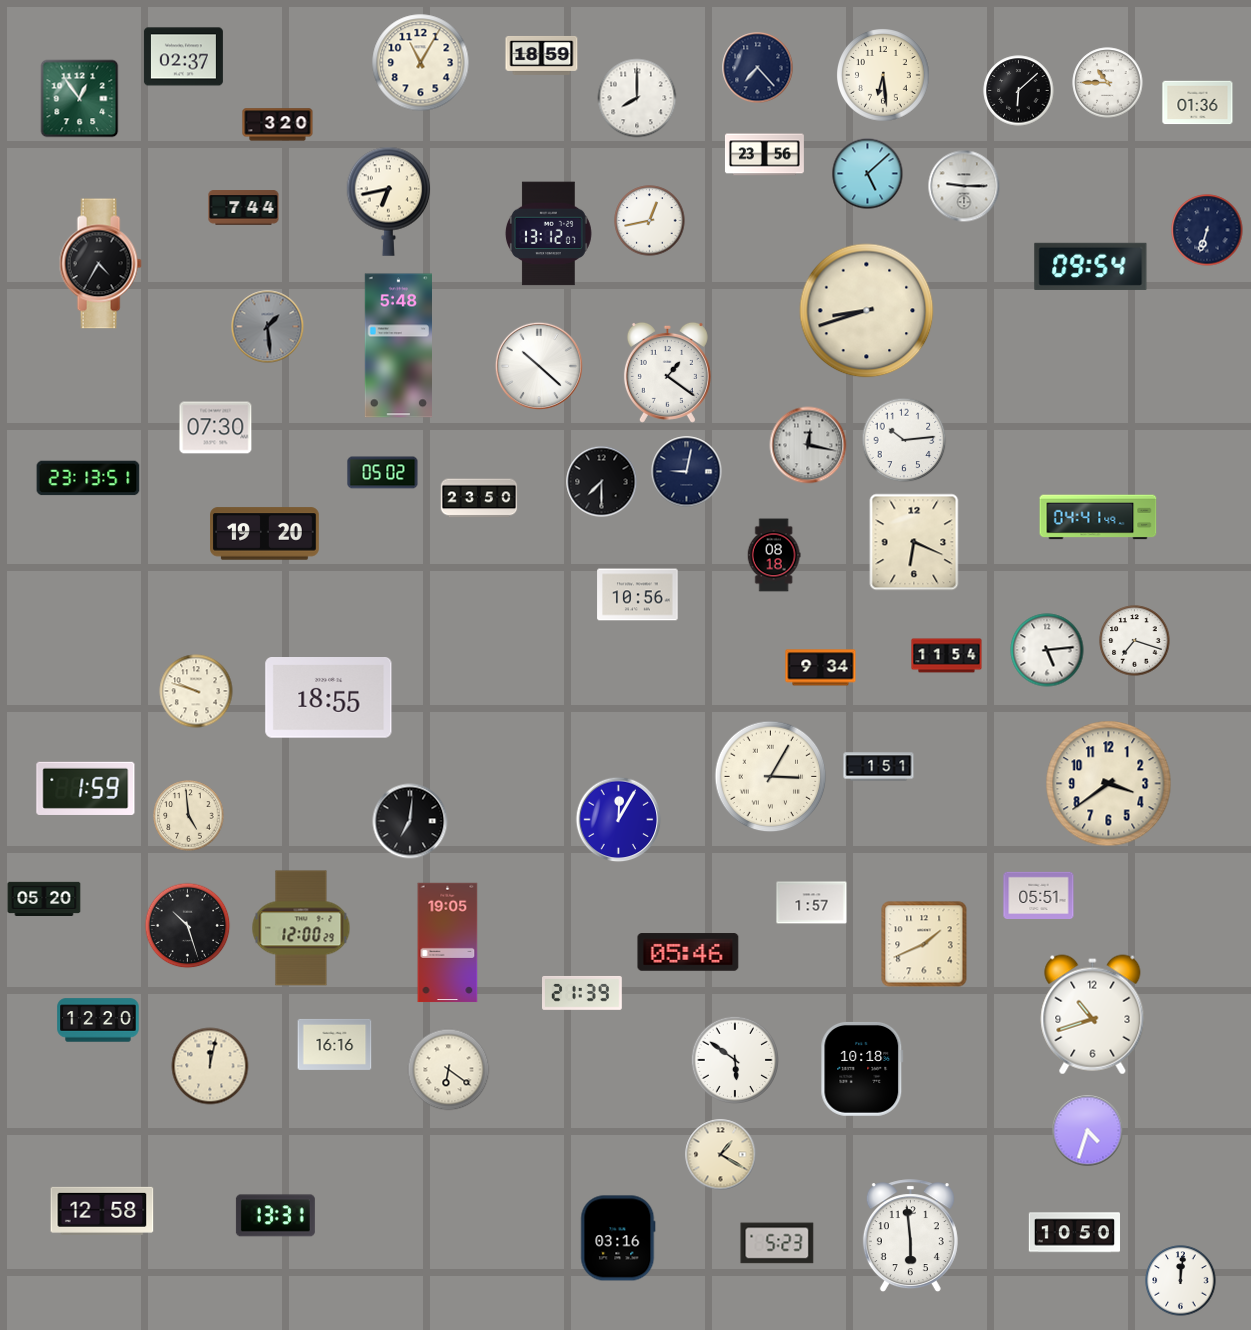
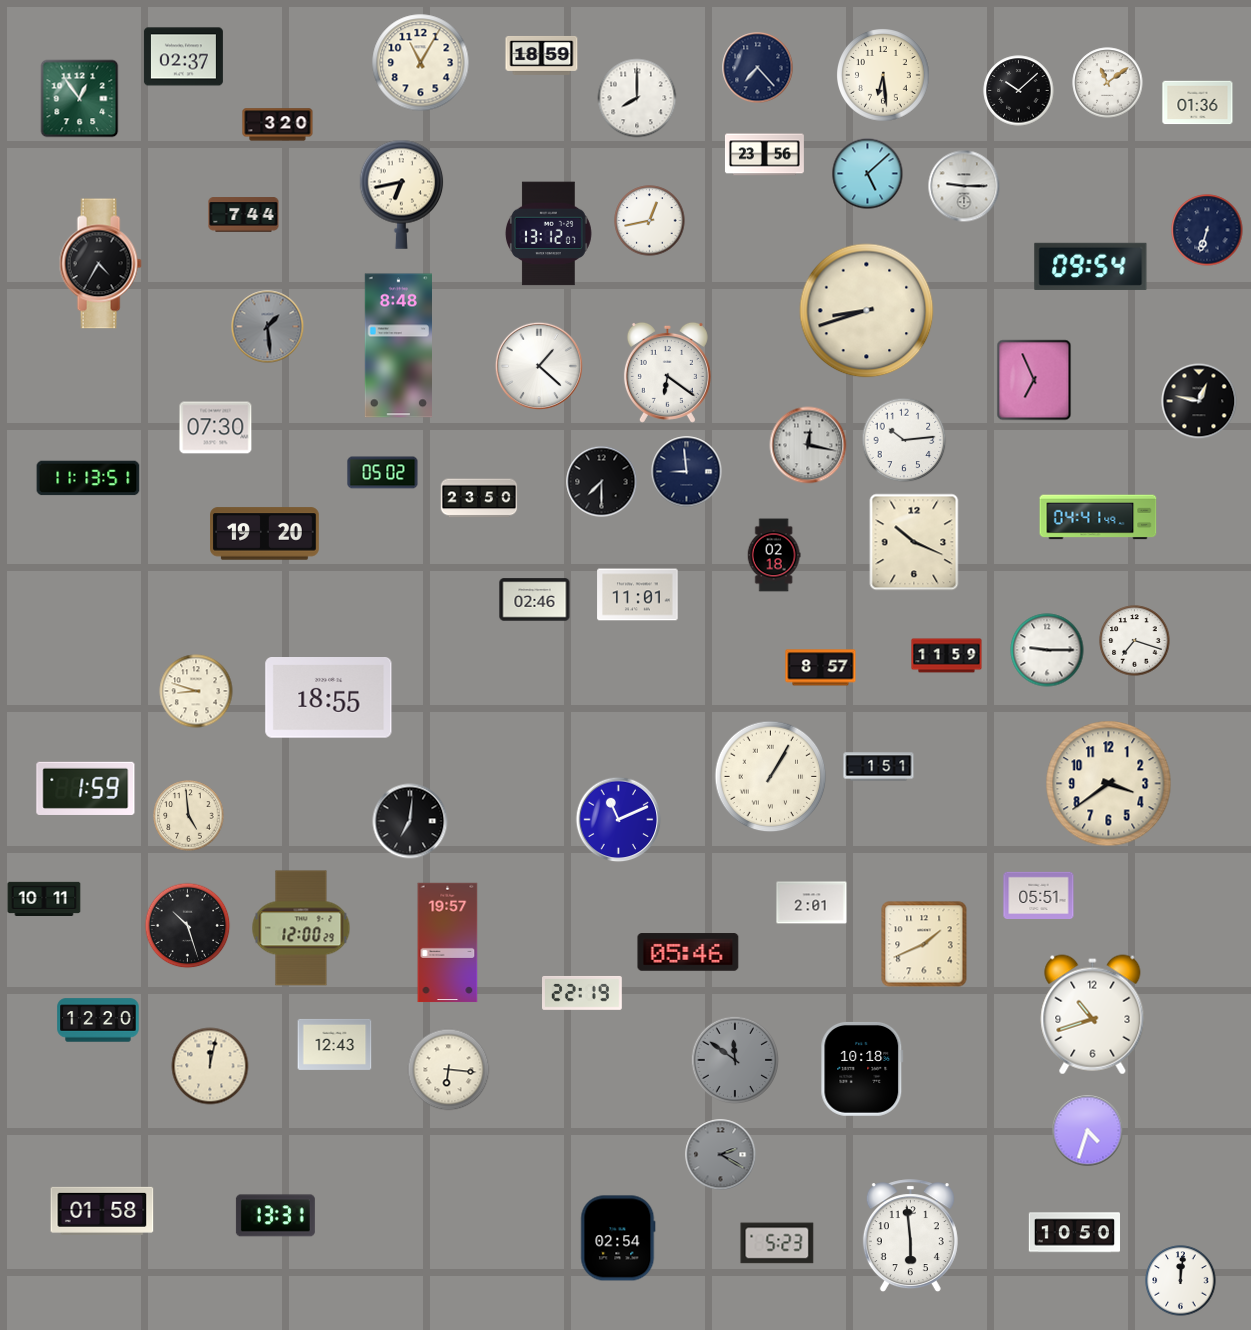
clock at (1108, 83): 10:45 -> 11:09
clock at (1019, 91): 6:08 -> 10:08
clock at (389, 201) position: (389, 201) -> (402, 194)
clock at (244, 208) position: (244, 208) -> (244, 215)
clock at (398, 346): 5:48 -> 8:48
clock at (538, 365): 10:22 -> 1:22
clock at (667, 372): 1:21 -> 6:21
clock at (1034, 380): none -> 6:56
clock at (1199, 401): none -> 12:47
clock at (687, 472): 9:02 -> 8:59
clock at (88, 478): 23:13 -> 11:13
clock at (914, 542): 6:19 -> 10:19
clock at (774, 555): 08:18 -> 02:18
clock at (638, 595): 10:56 -> 11:01
clock at (535, 600): none -> 02:46
clock at (1047, 650): 5:14 -> 9:15
clock at (947, 656): 11:54 -> 11:59
clock at (821, 668): 9:34 -> 8:57
clock at (196, 691): 9:48 -> 8:48
clock at (771, 777): 3:05 -> 1:05
clock at (619, 820): 12:05 -> 11:11
clock at (44, 899): 05:20 -> 10:11
clock at (812, 903): 1:57 -> 2:01
clock at (448, 943): 19:05 -> 19:57
clock at (583, 993): 21:39 -> 22:19
clock at (335, 1044): 16:16 -> 12:43
clock at (734, 1059): 5:51 -> 11:51
clock at (734, 1059) dial: white -> grey
clock at (449, 1070): 6:21 -> 6:16
clock at (721, 1155): 1:20 -> 2:20
clock at (721, 1155) dial: cream -> grey
clock at (102, 1211): 12:58 -> 01:58
clock at (618, 1238): 03:16 -> 02:54
